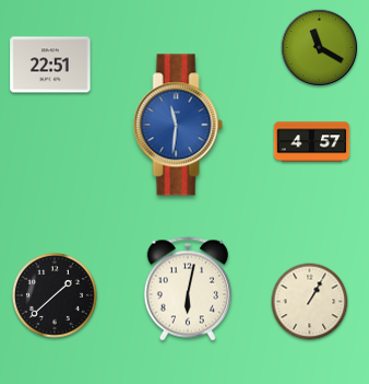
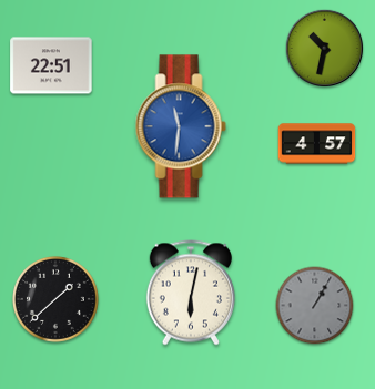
clock at (319, 47): 11:20 -> 10:32
clock at (310, 302) dial: cream -> grey
